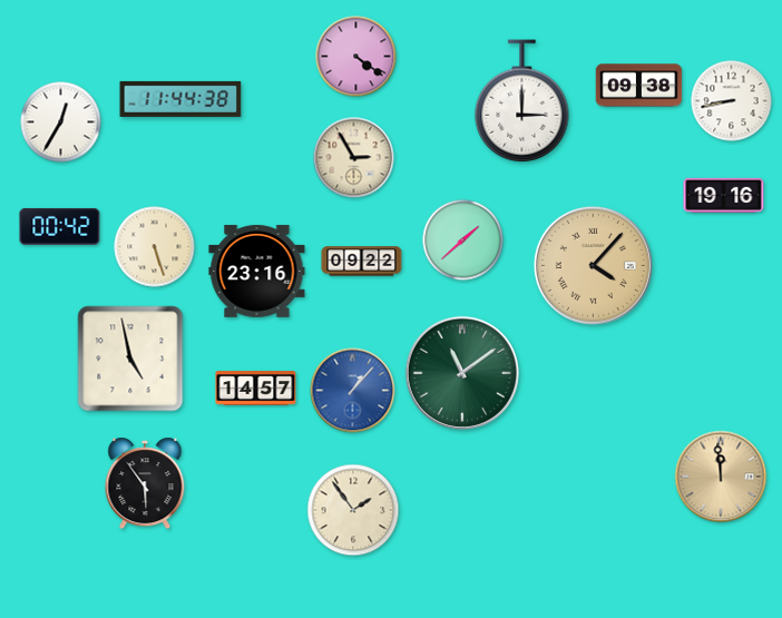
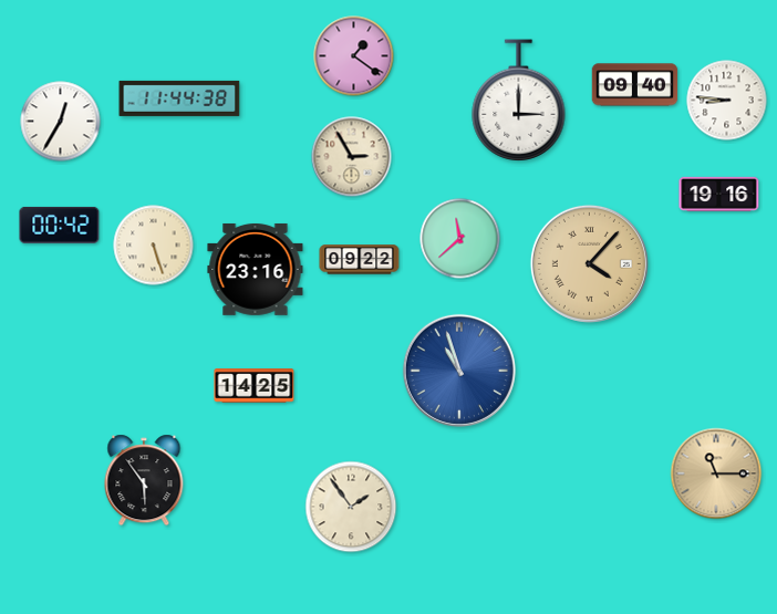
clock at (356, 57): 4:21 -> 1:21
clock at (639, 86): 09:38 -> 09:40
clock at (732, 101): 8:43 -> 8:46
clock at (463, 241): 1:38 -> 11:38
clock at (130, 359): 4:58 -> none
clock at (462, 373): 11:09 -> 10:57
clock at (462, 373) dial: green -> blue
clock at (256, 389): 14:57 -> 14:25
clock at (353, 391): 1:07 -> none
clock at (721, 477): 11:59 -> 11:15
